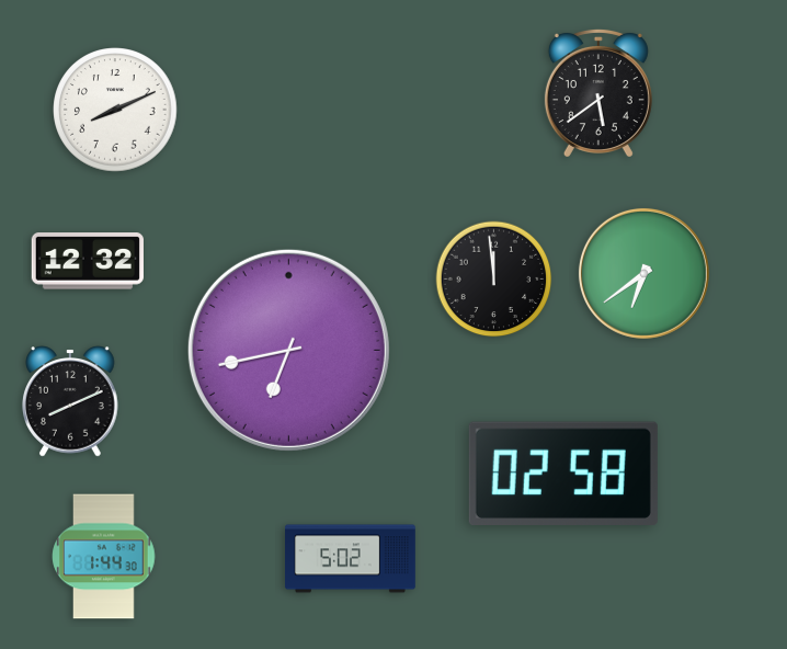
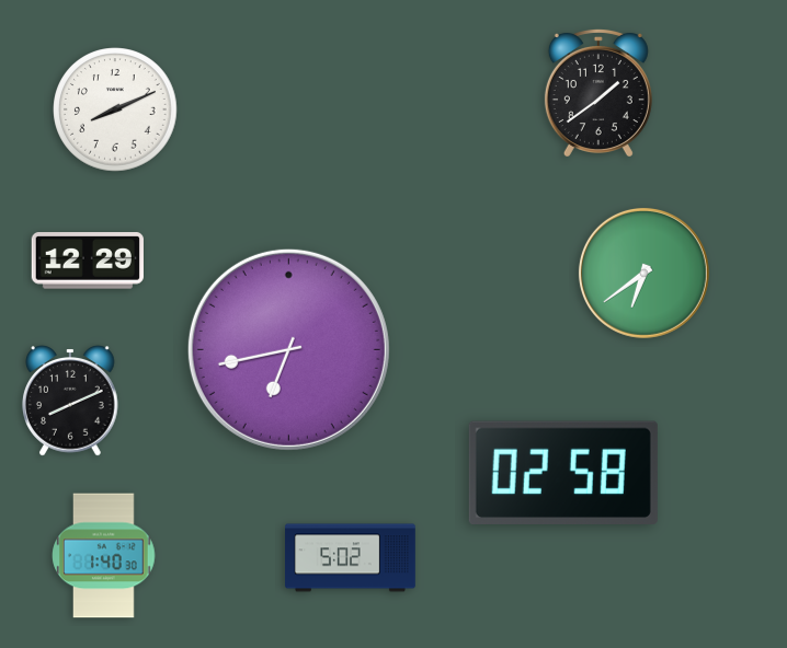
clock at (598, 92): 5:39 -> 1:39
clock at (88, 261): 12:32 -> 12:29
clock at (494, 280): 11:59 -> none
clock at (104, 557): 1:44 -> 1:40
